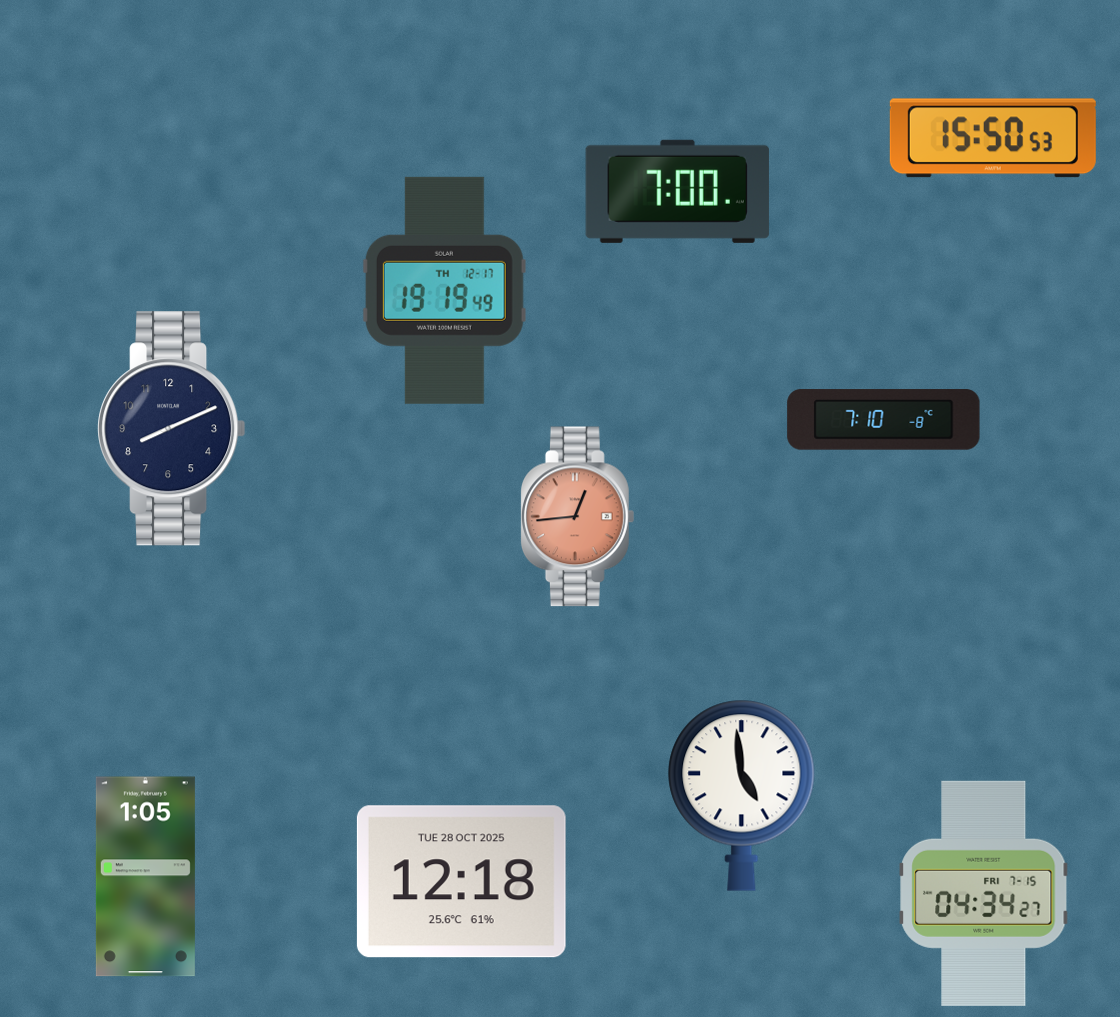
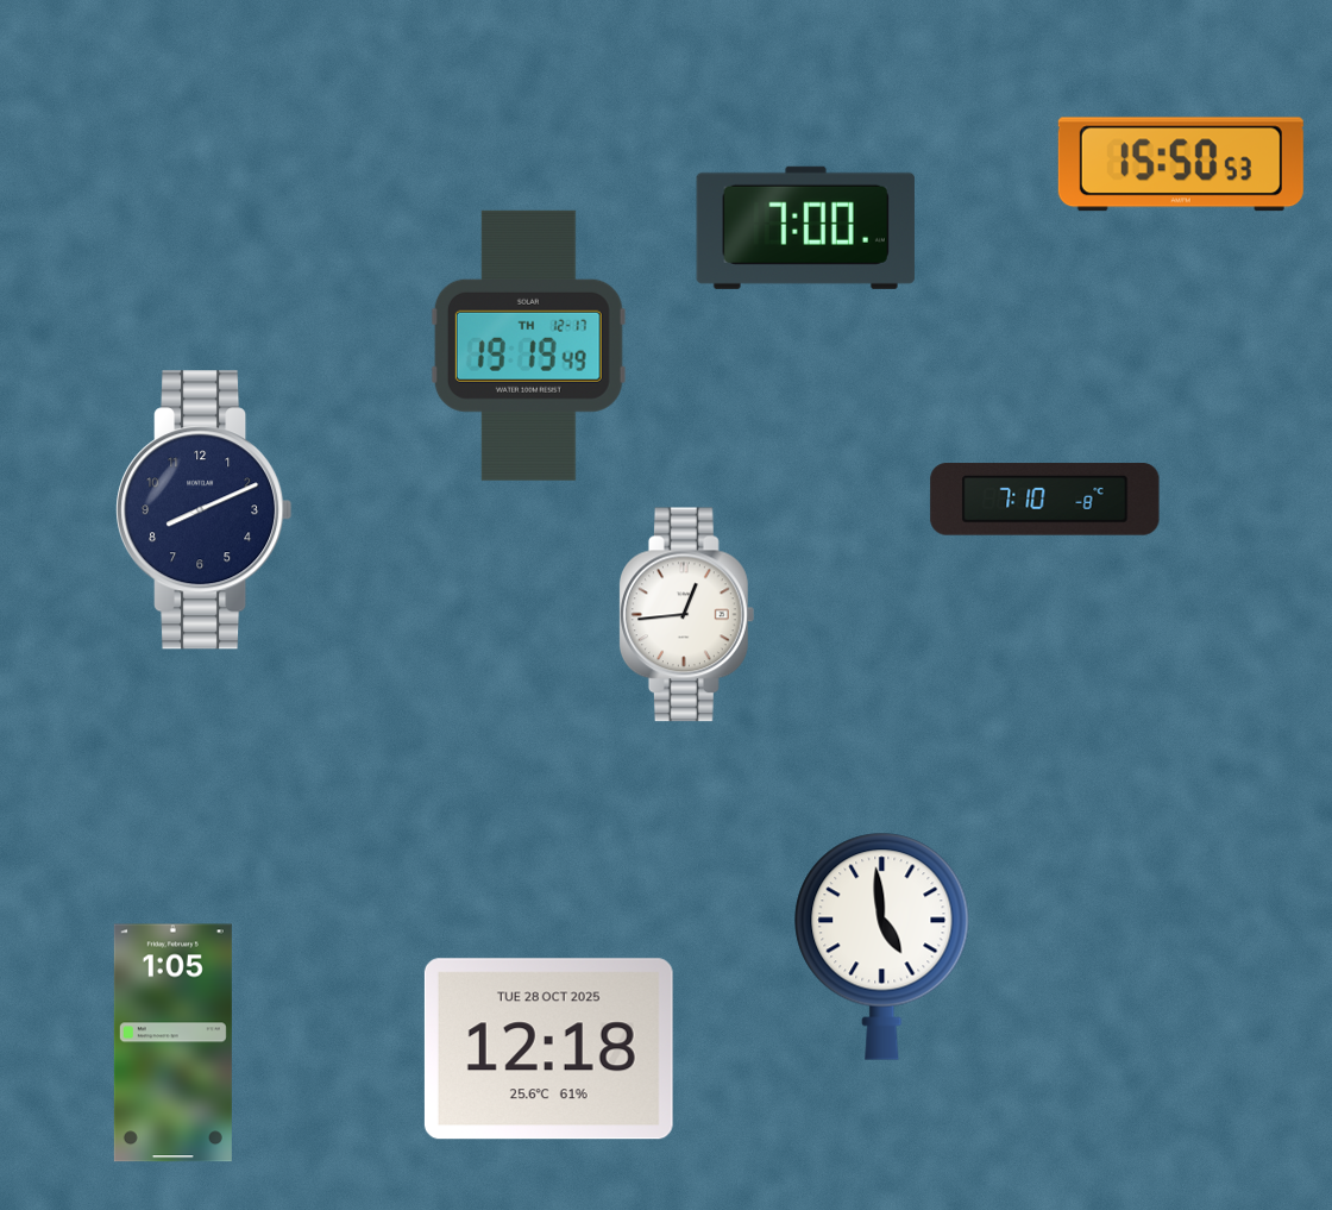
clock at (884, 420) position: (884, 420) -> (1045, 500)
clock at (577, 517) dial: salmon -> white
clock at (984, 893): 04:34 -> none
